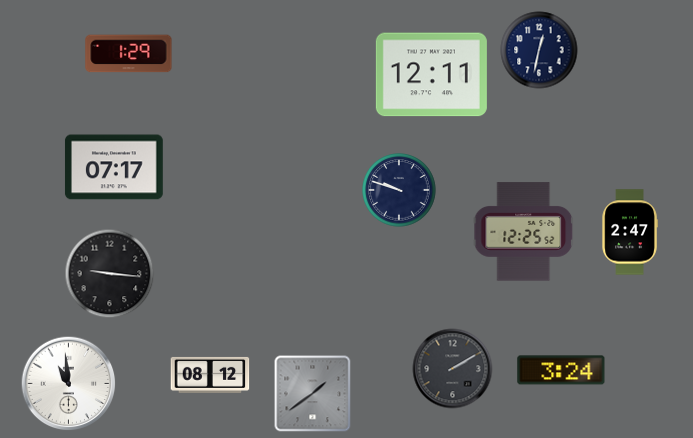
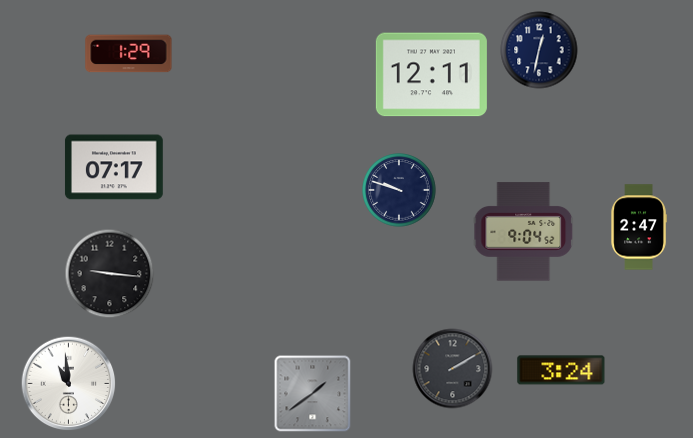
clock at (524, 232): 12:25 -> 9:04
clock at (630, 232) position: (630, 232) -> (639, 227)
clock at (210, 375): 08:12 -> none
